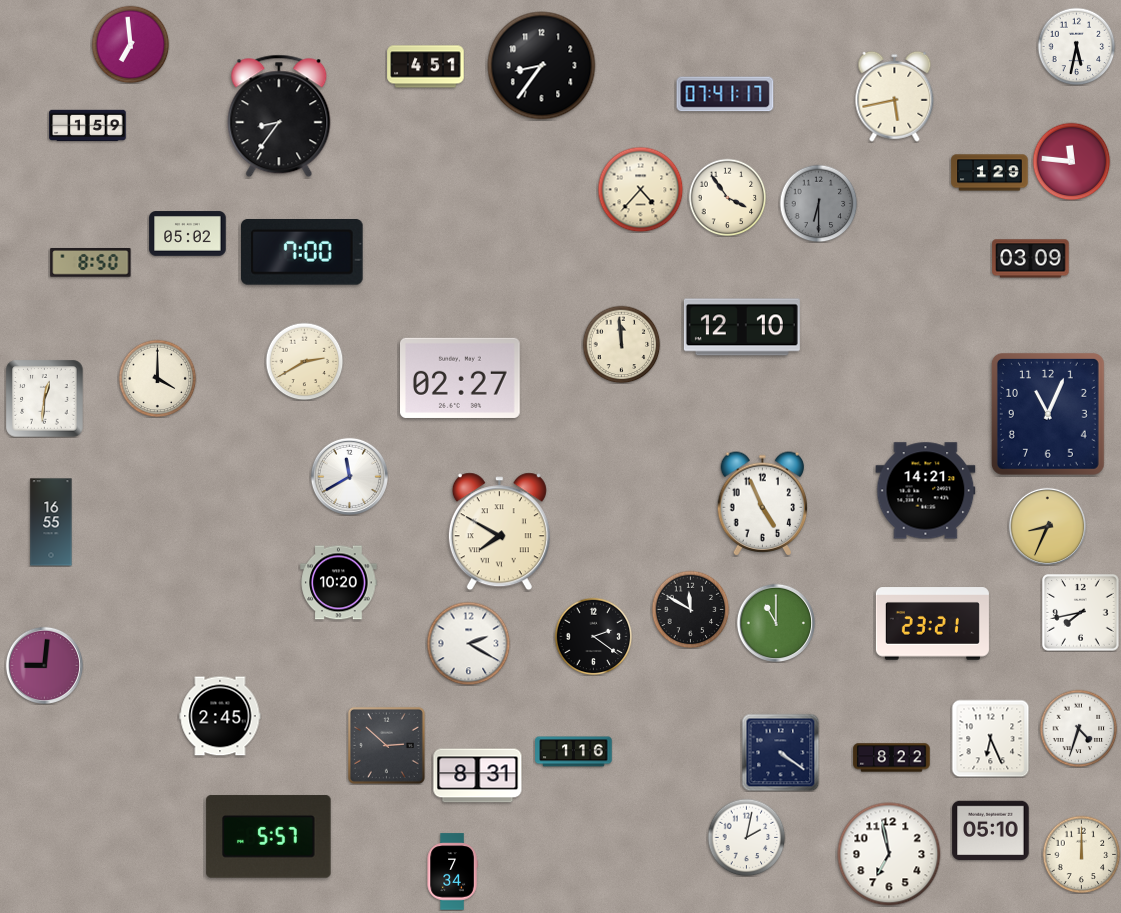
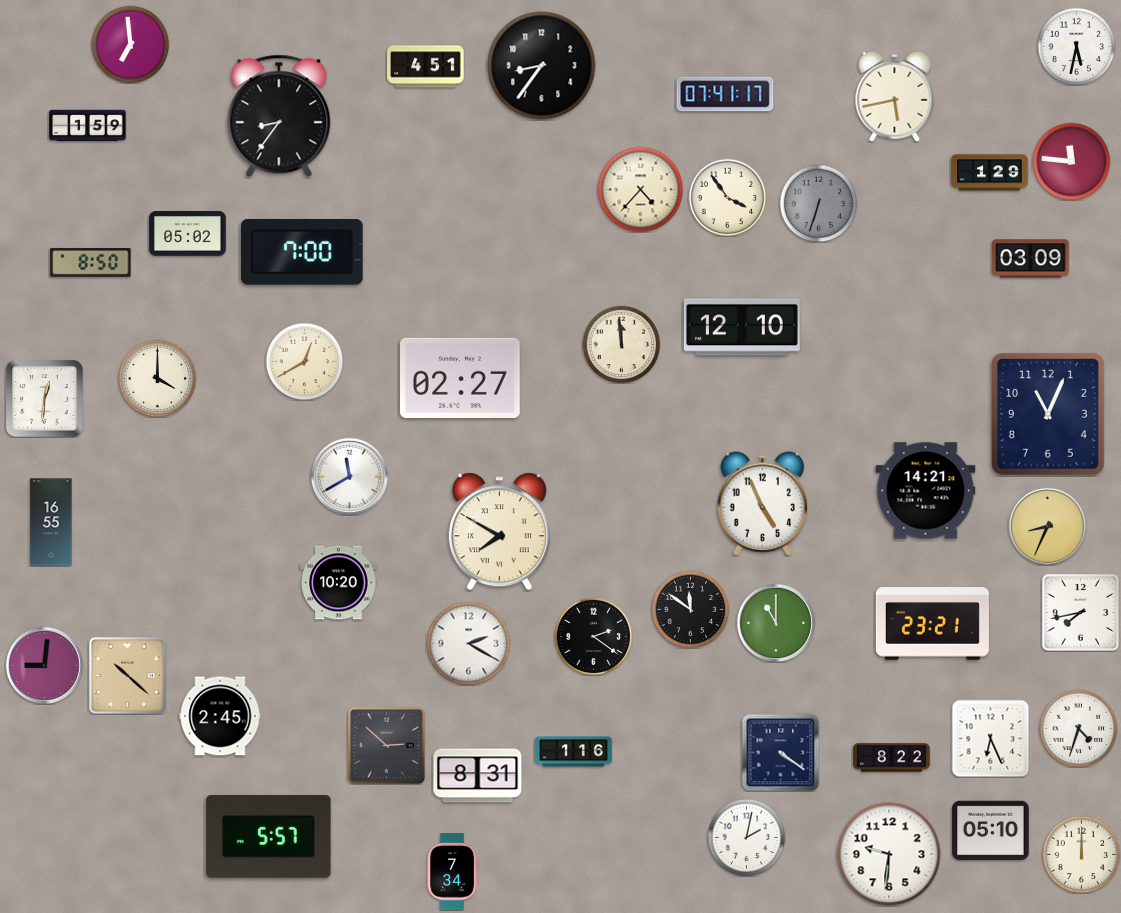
clock at (818, 203): 6:30 -> 6:33
clock at (304, 361): 2:40 -> 12:40
clock at (690, 609): 11:50 -> 11:51
clock at (127, 675): none -> 10:22
clock at (889, 854): 6:58 -> 9:31
